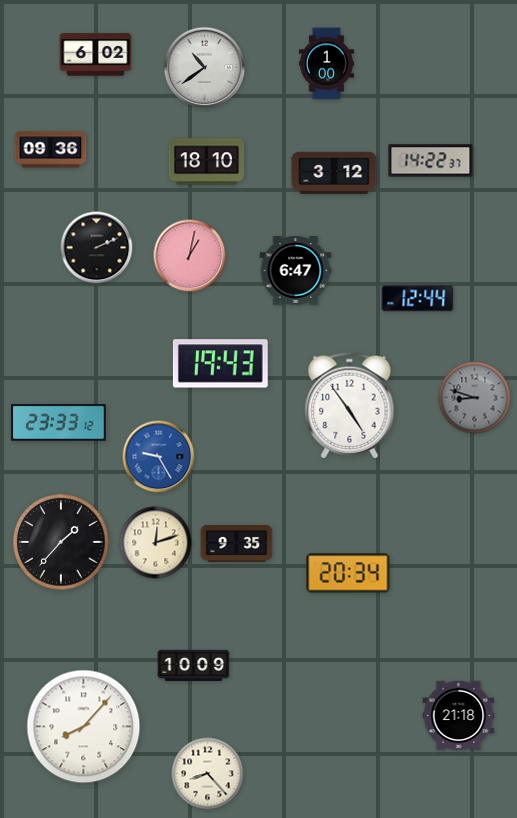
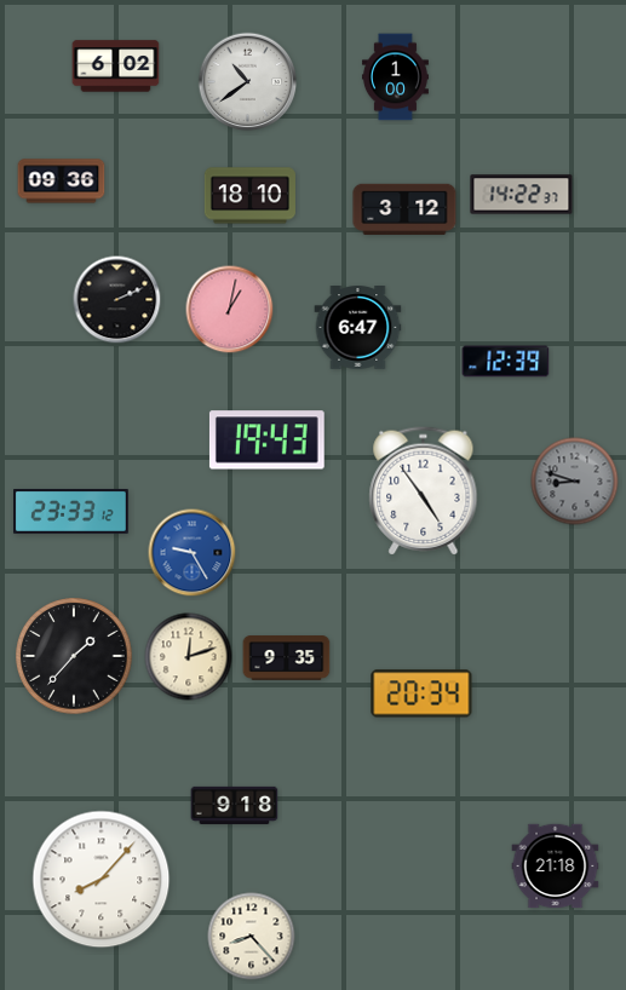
clock at (418, 299): 12:44 -> 12:39
clock at (194, 665): 10:09 -> 9:18
